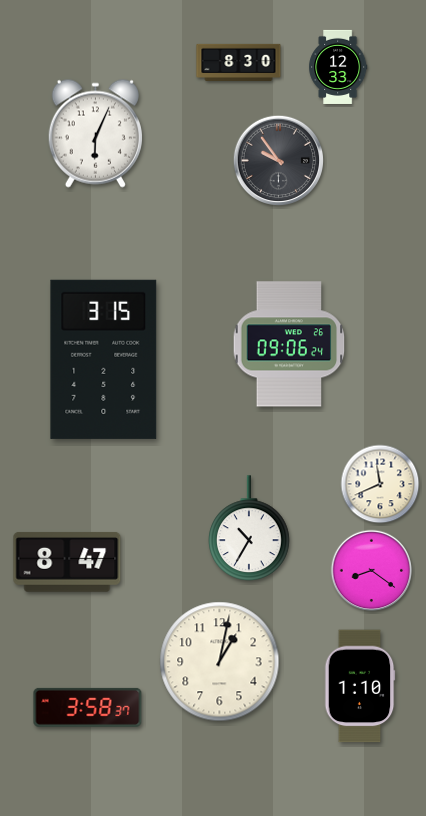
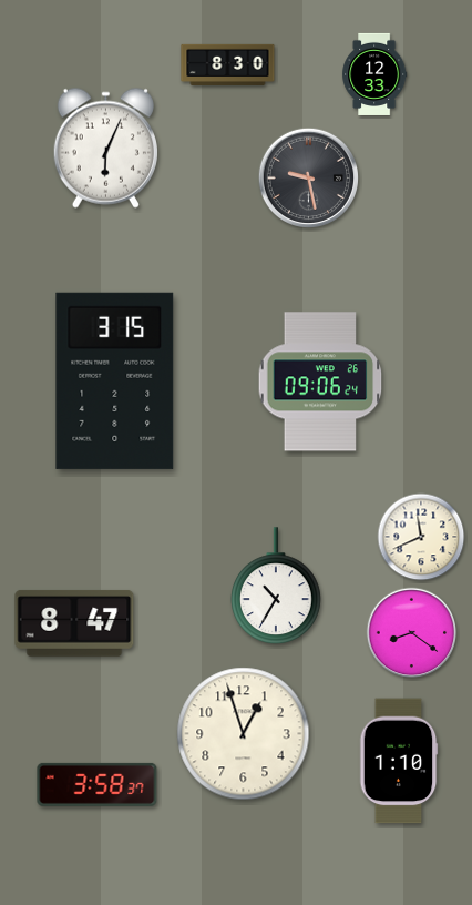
clock at (239, 62) position: (239, 62) -> (228, 64)
clock at (278, 160): 9:54 -> 9:28
clock at (104, 359) position: (104, 359) -> (115, 380)
clock at (220, 662): 1:02 -> 12:57
